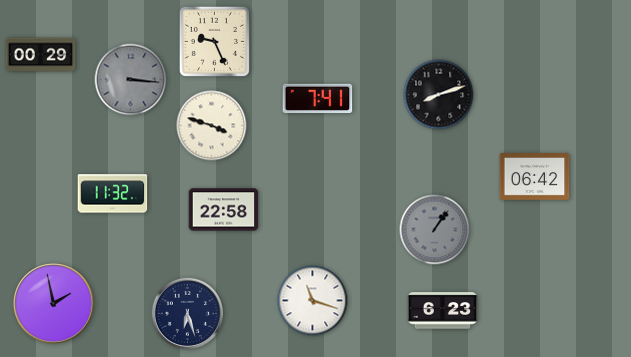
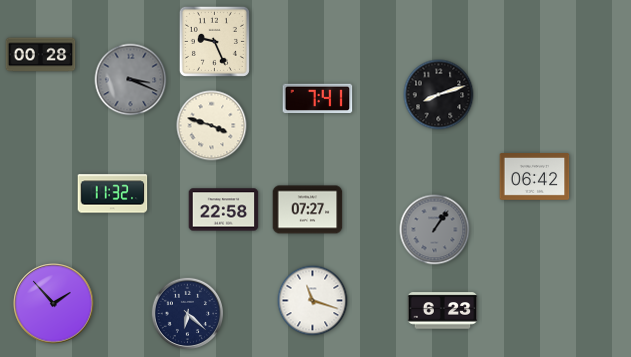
clock at (41, 55): 00:29 -> 00:28
clock at (131, 80): 3:16 -> 3:19
clock at (308, 210): none -> 07:27
clock at (54, 304): 1:58 -> 1:53
clock at (188, 314): 6:27 -> 6:22
